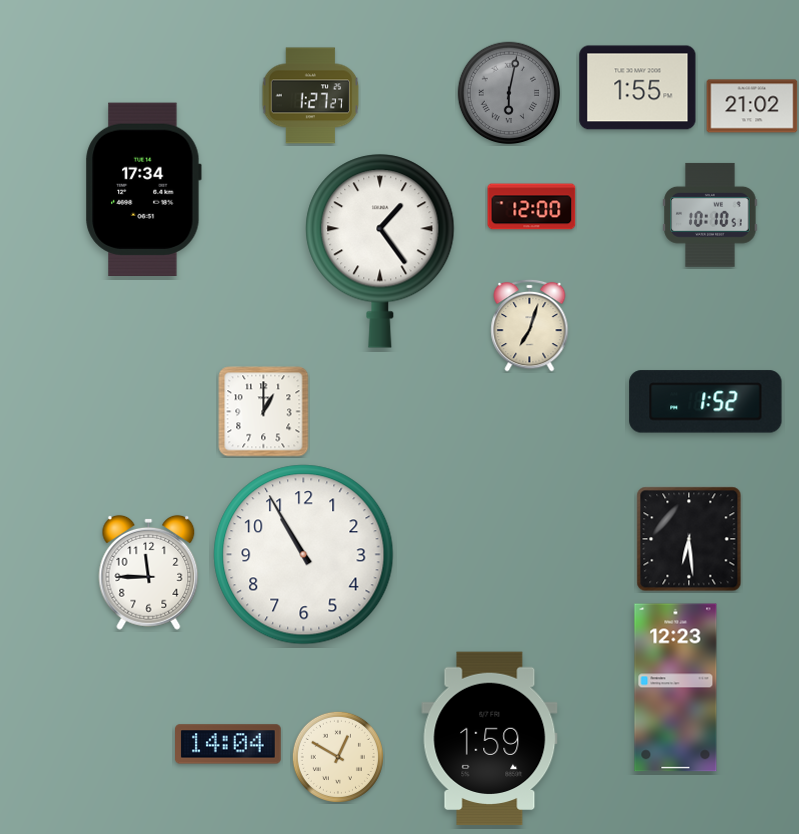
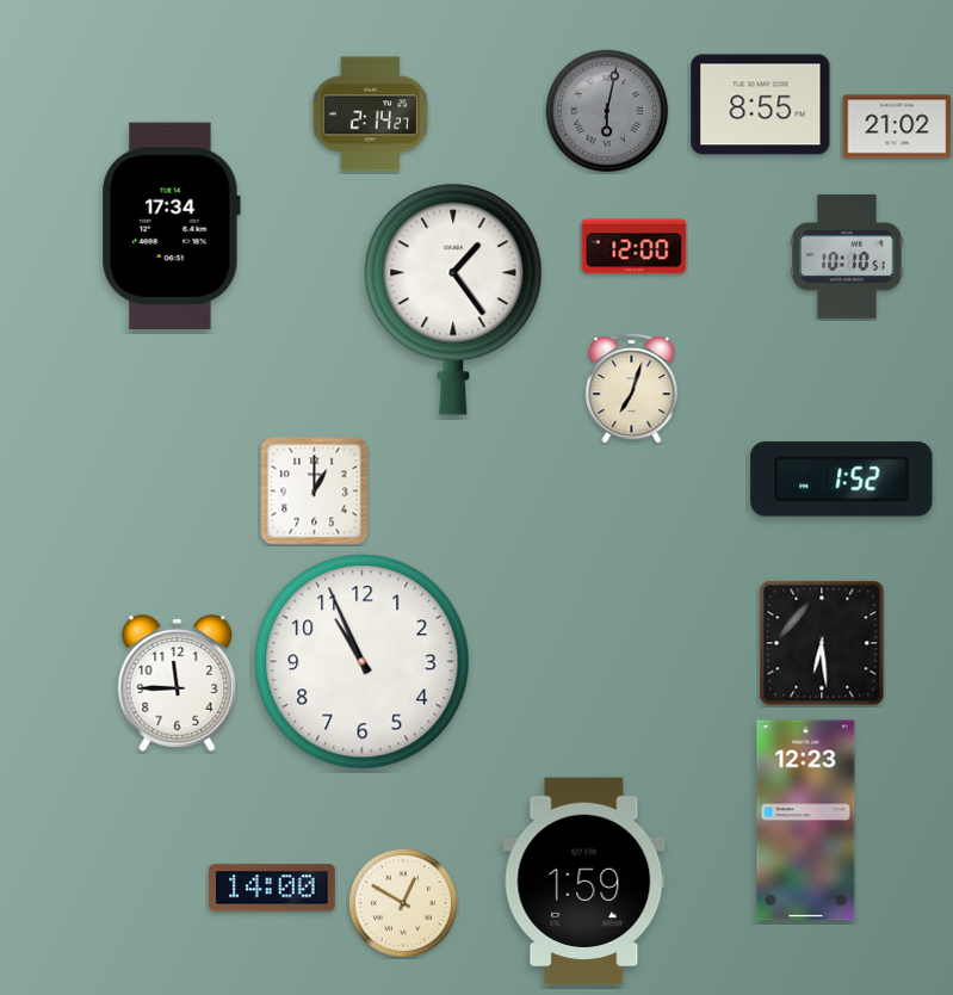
clock at (638, 88): 1:55 -> 8:55
clock at (311, 96): 1:27 -> 2:14
clock at (304, 555): 10:55 -> 10:56
clock at (229, 744): 14:04 -> 14:00
